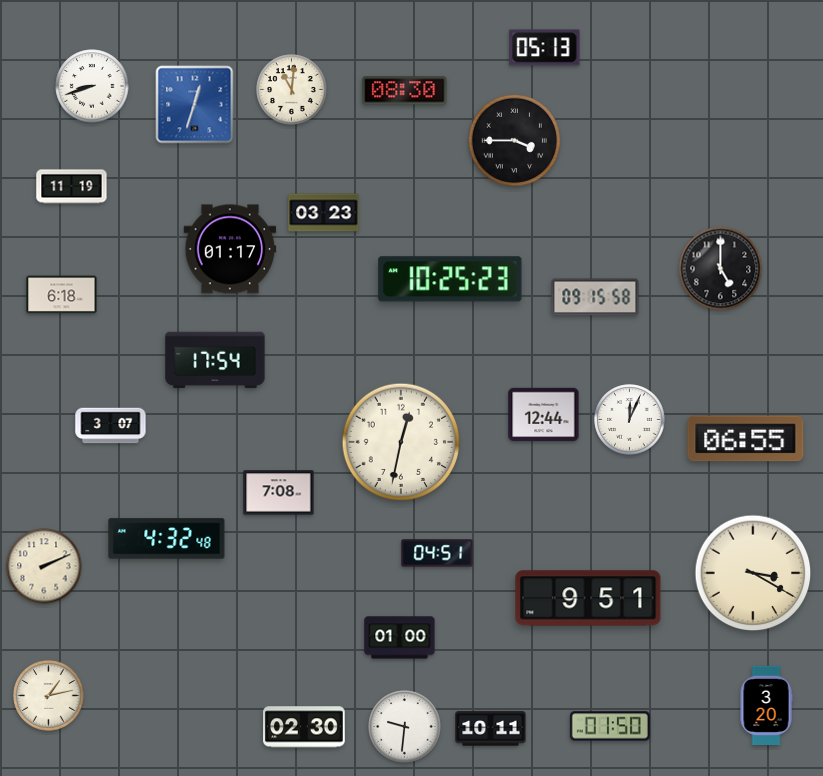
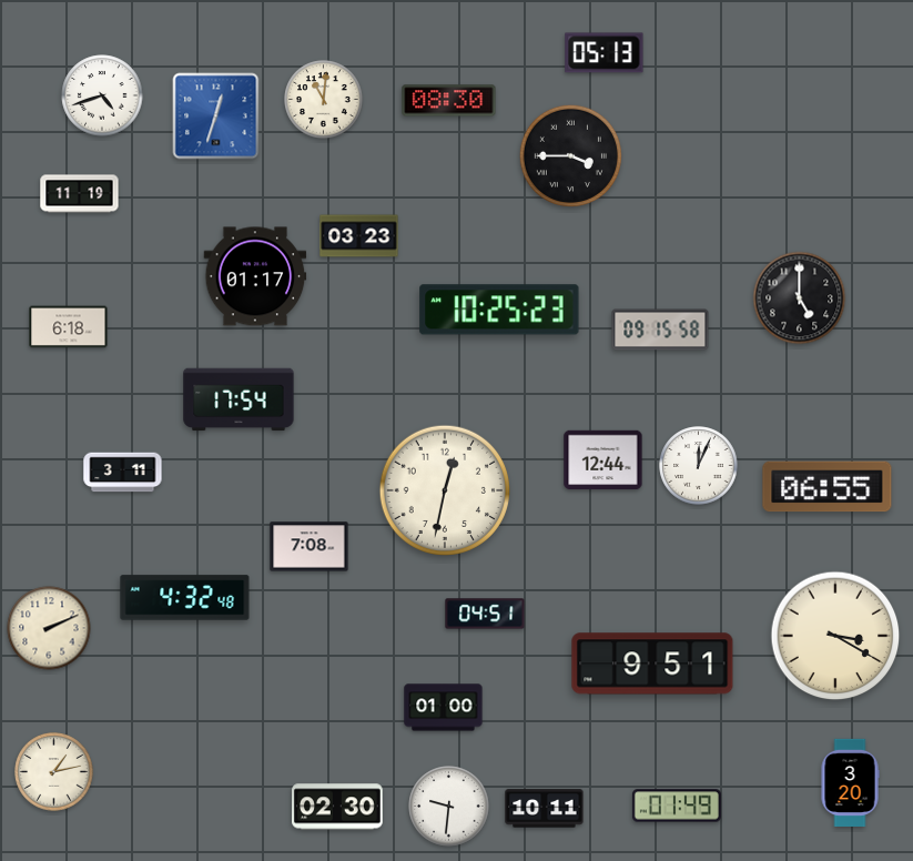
clock at (92, 86): 8:42 -> 4:42
clock at (72, 187) position: (72, 187) -> (80, 194)
clock at (111, 426): 3:07 -> 3:11
clock at (610, 726): 01:50 -> 01:49
